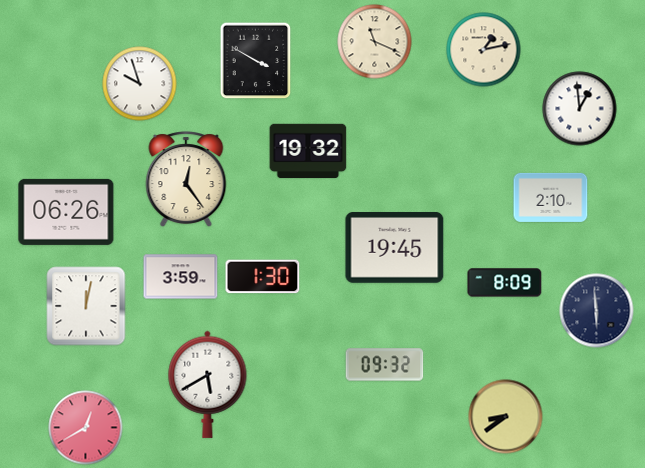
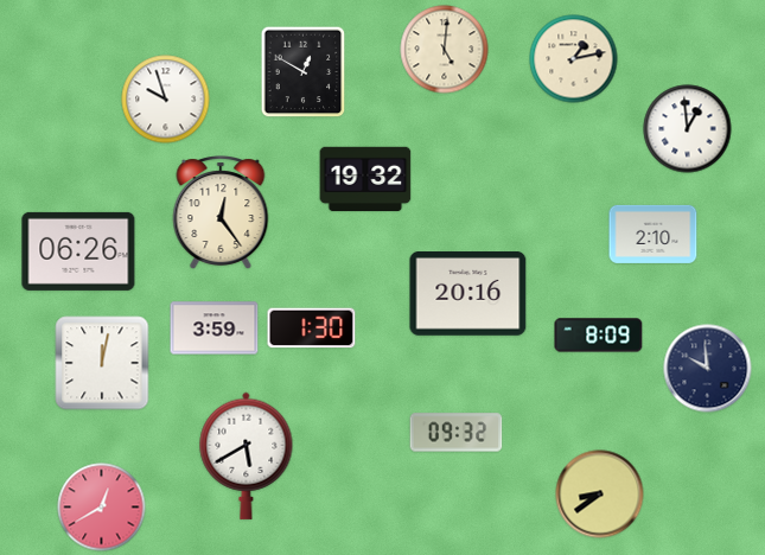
clock at (375, 42): 11:19 -> 5:01
clock at (256, 61): 3:50 -> 12:50
clock at (395, 248): 19:45 -> 20:16
clock at (597, 311): 5:59 -> 9:59
